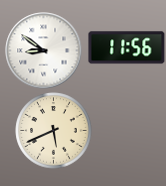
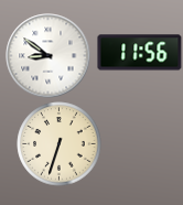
clock at (54, 131): 5:41 -> 6:33
